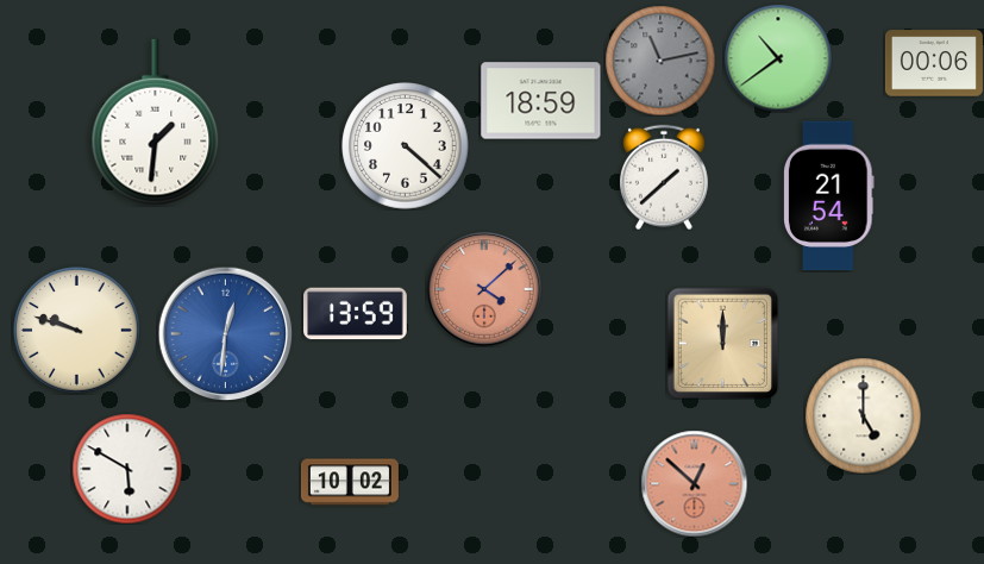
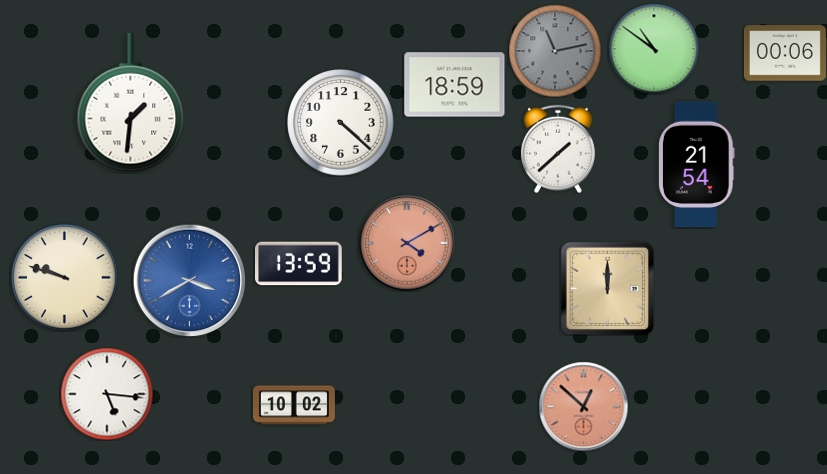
clock at (778, 58): 10:39 -> 10:51
clock at (484, 289): 4:08 -> 4:10
clock at (225, 333): 12:31 -> 3:40
clock at (863, 415): 5:00 -> none
clock at (127, 469): 5:50 -> 5:16
